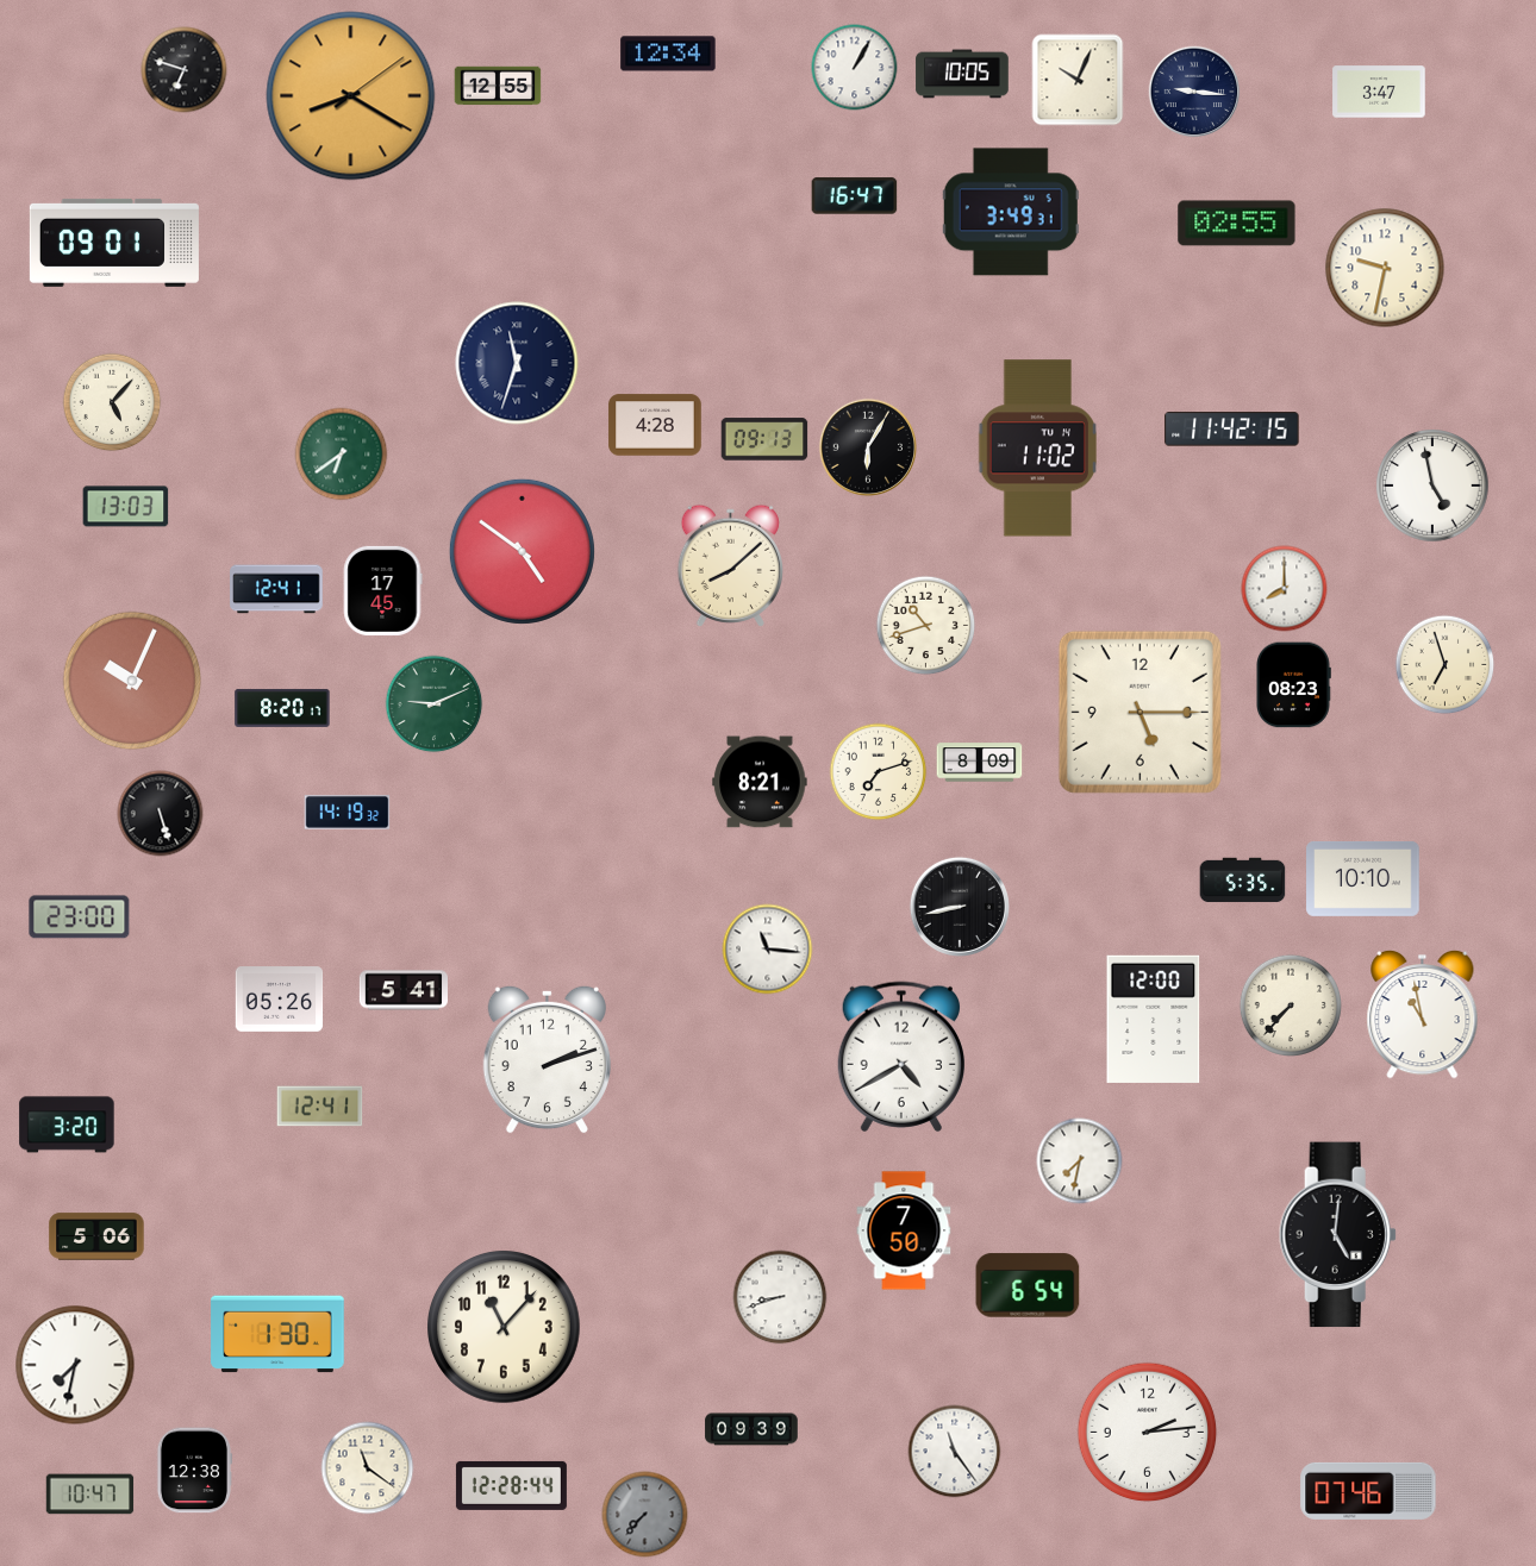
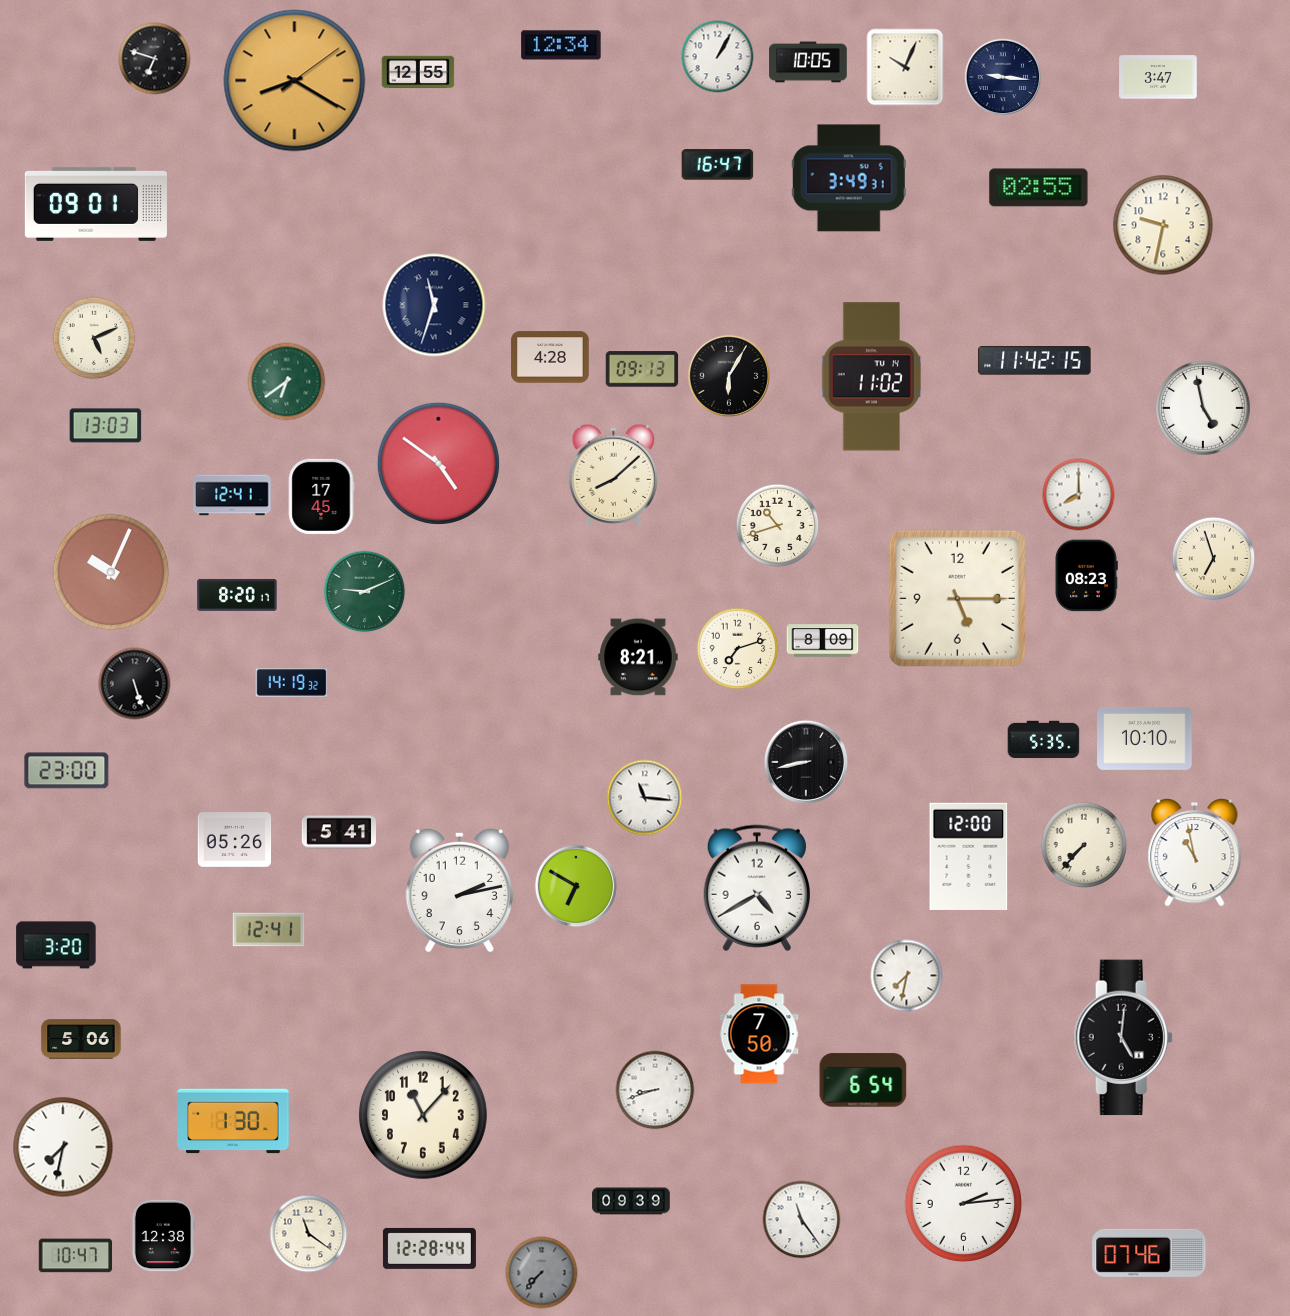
clock at (112, 402): 5:07 -> 5:11
clock at (575, 885): none -> 6:50
clock at (547, 1059): 2:12 -> 2:13
